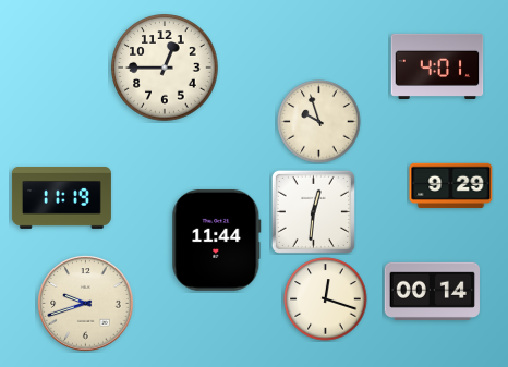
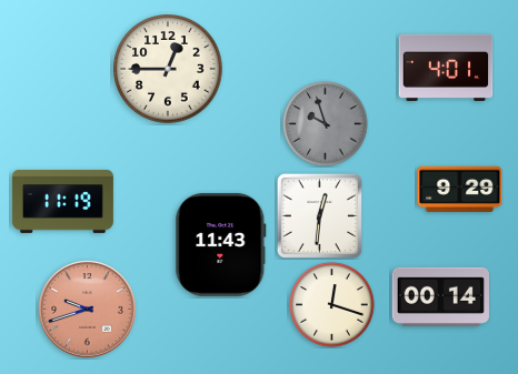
clock at (319, 122) dial: cream -> grey
clock at (217, 240): 11:44 -> 11:43
clock at (86, 304) dial: cream -> salmon
